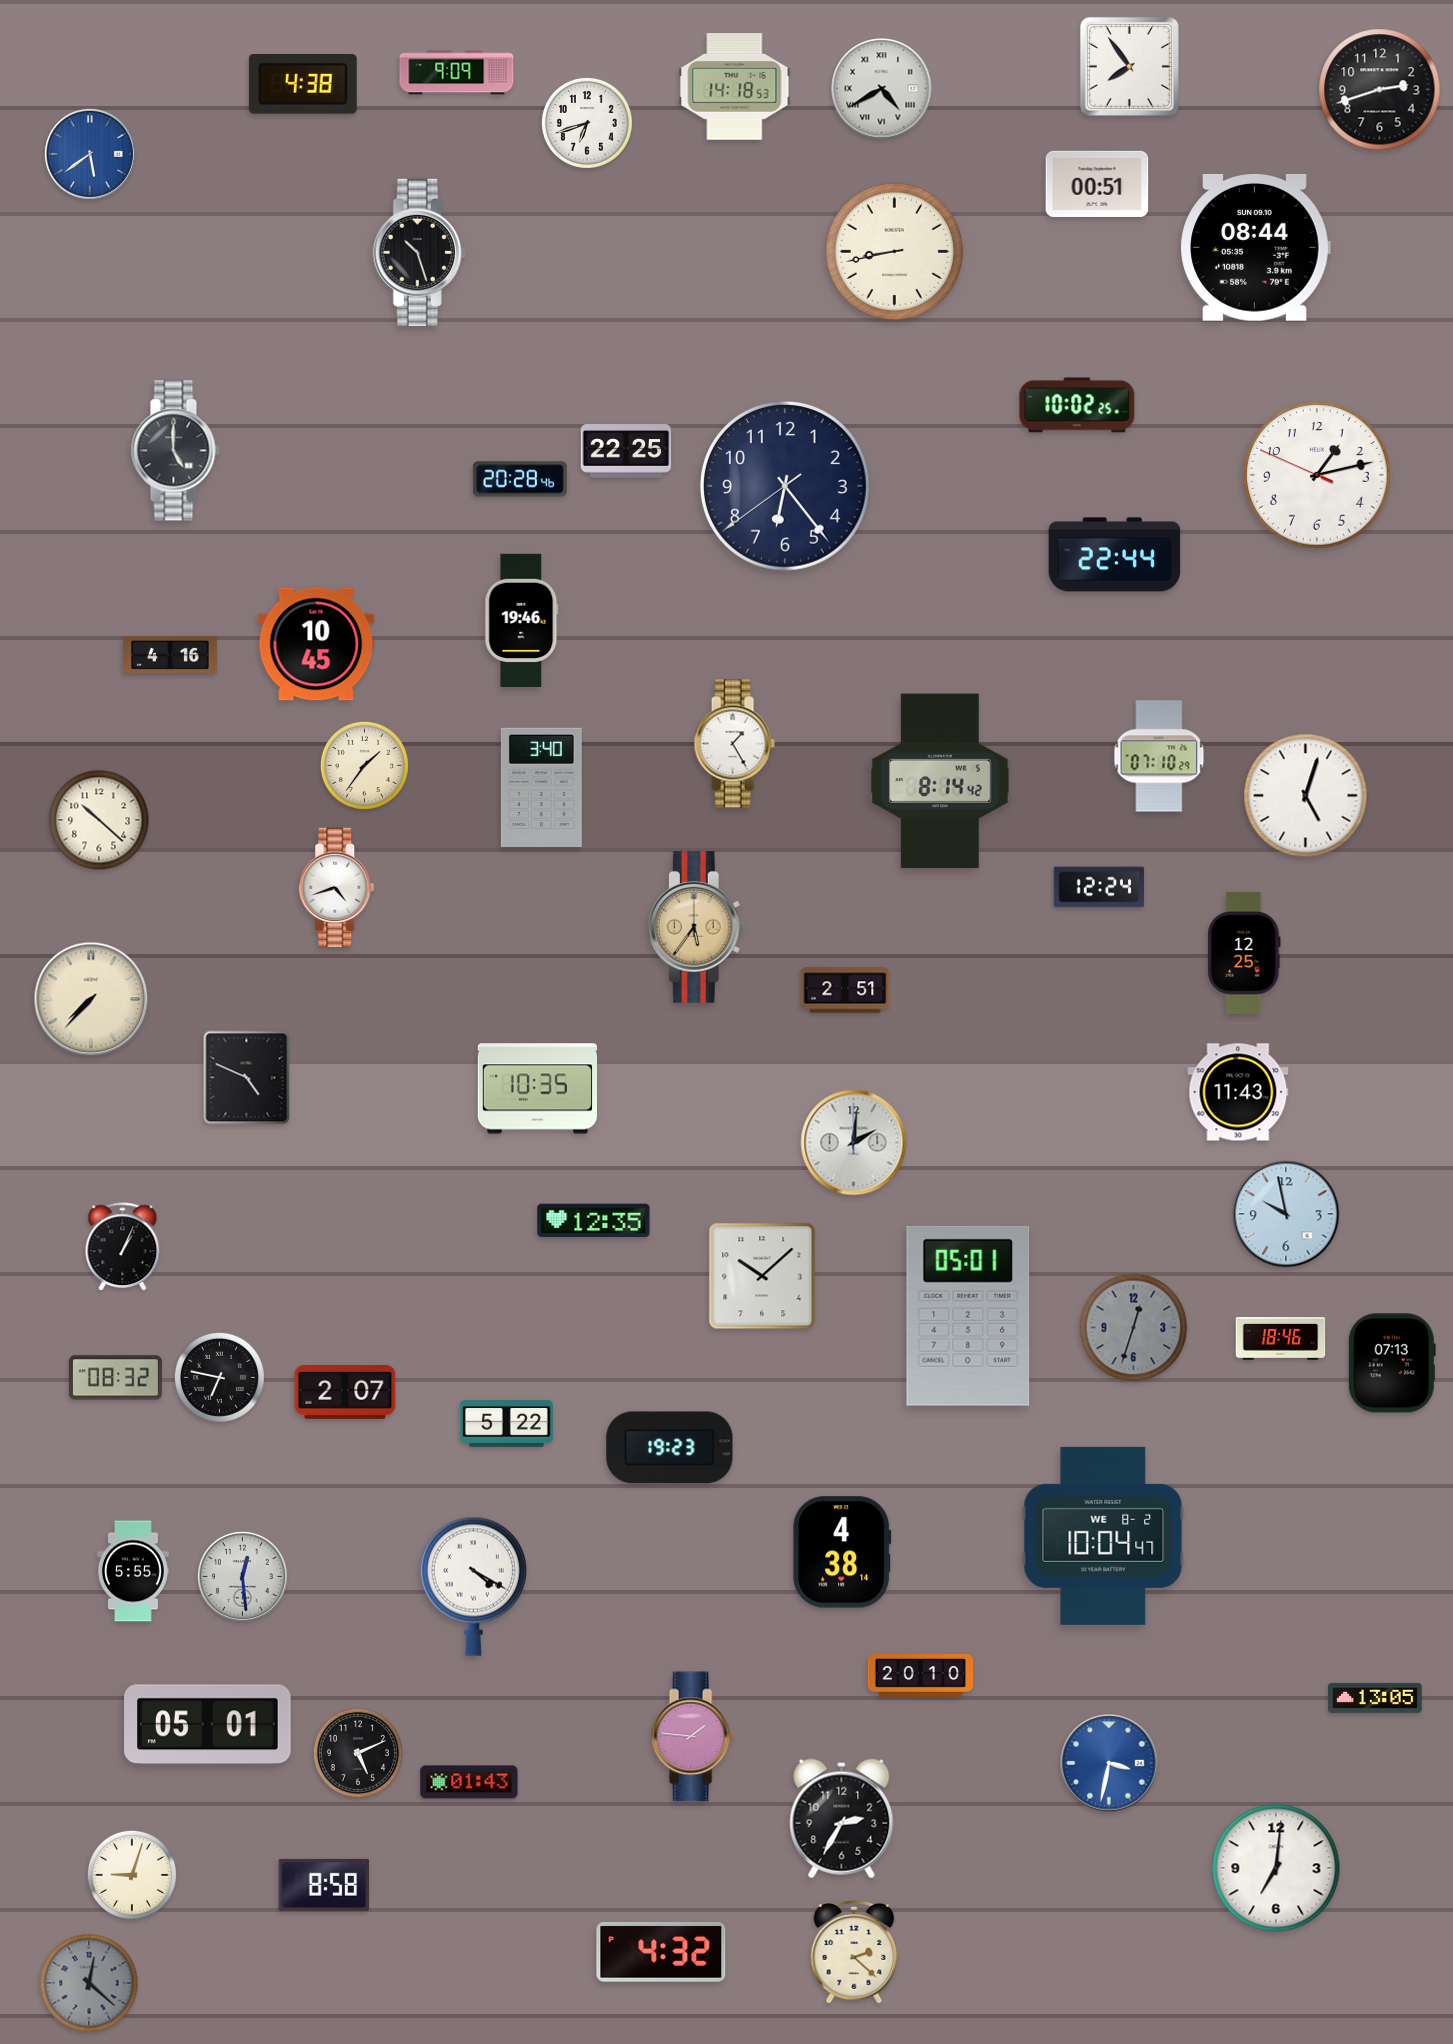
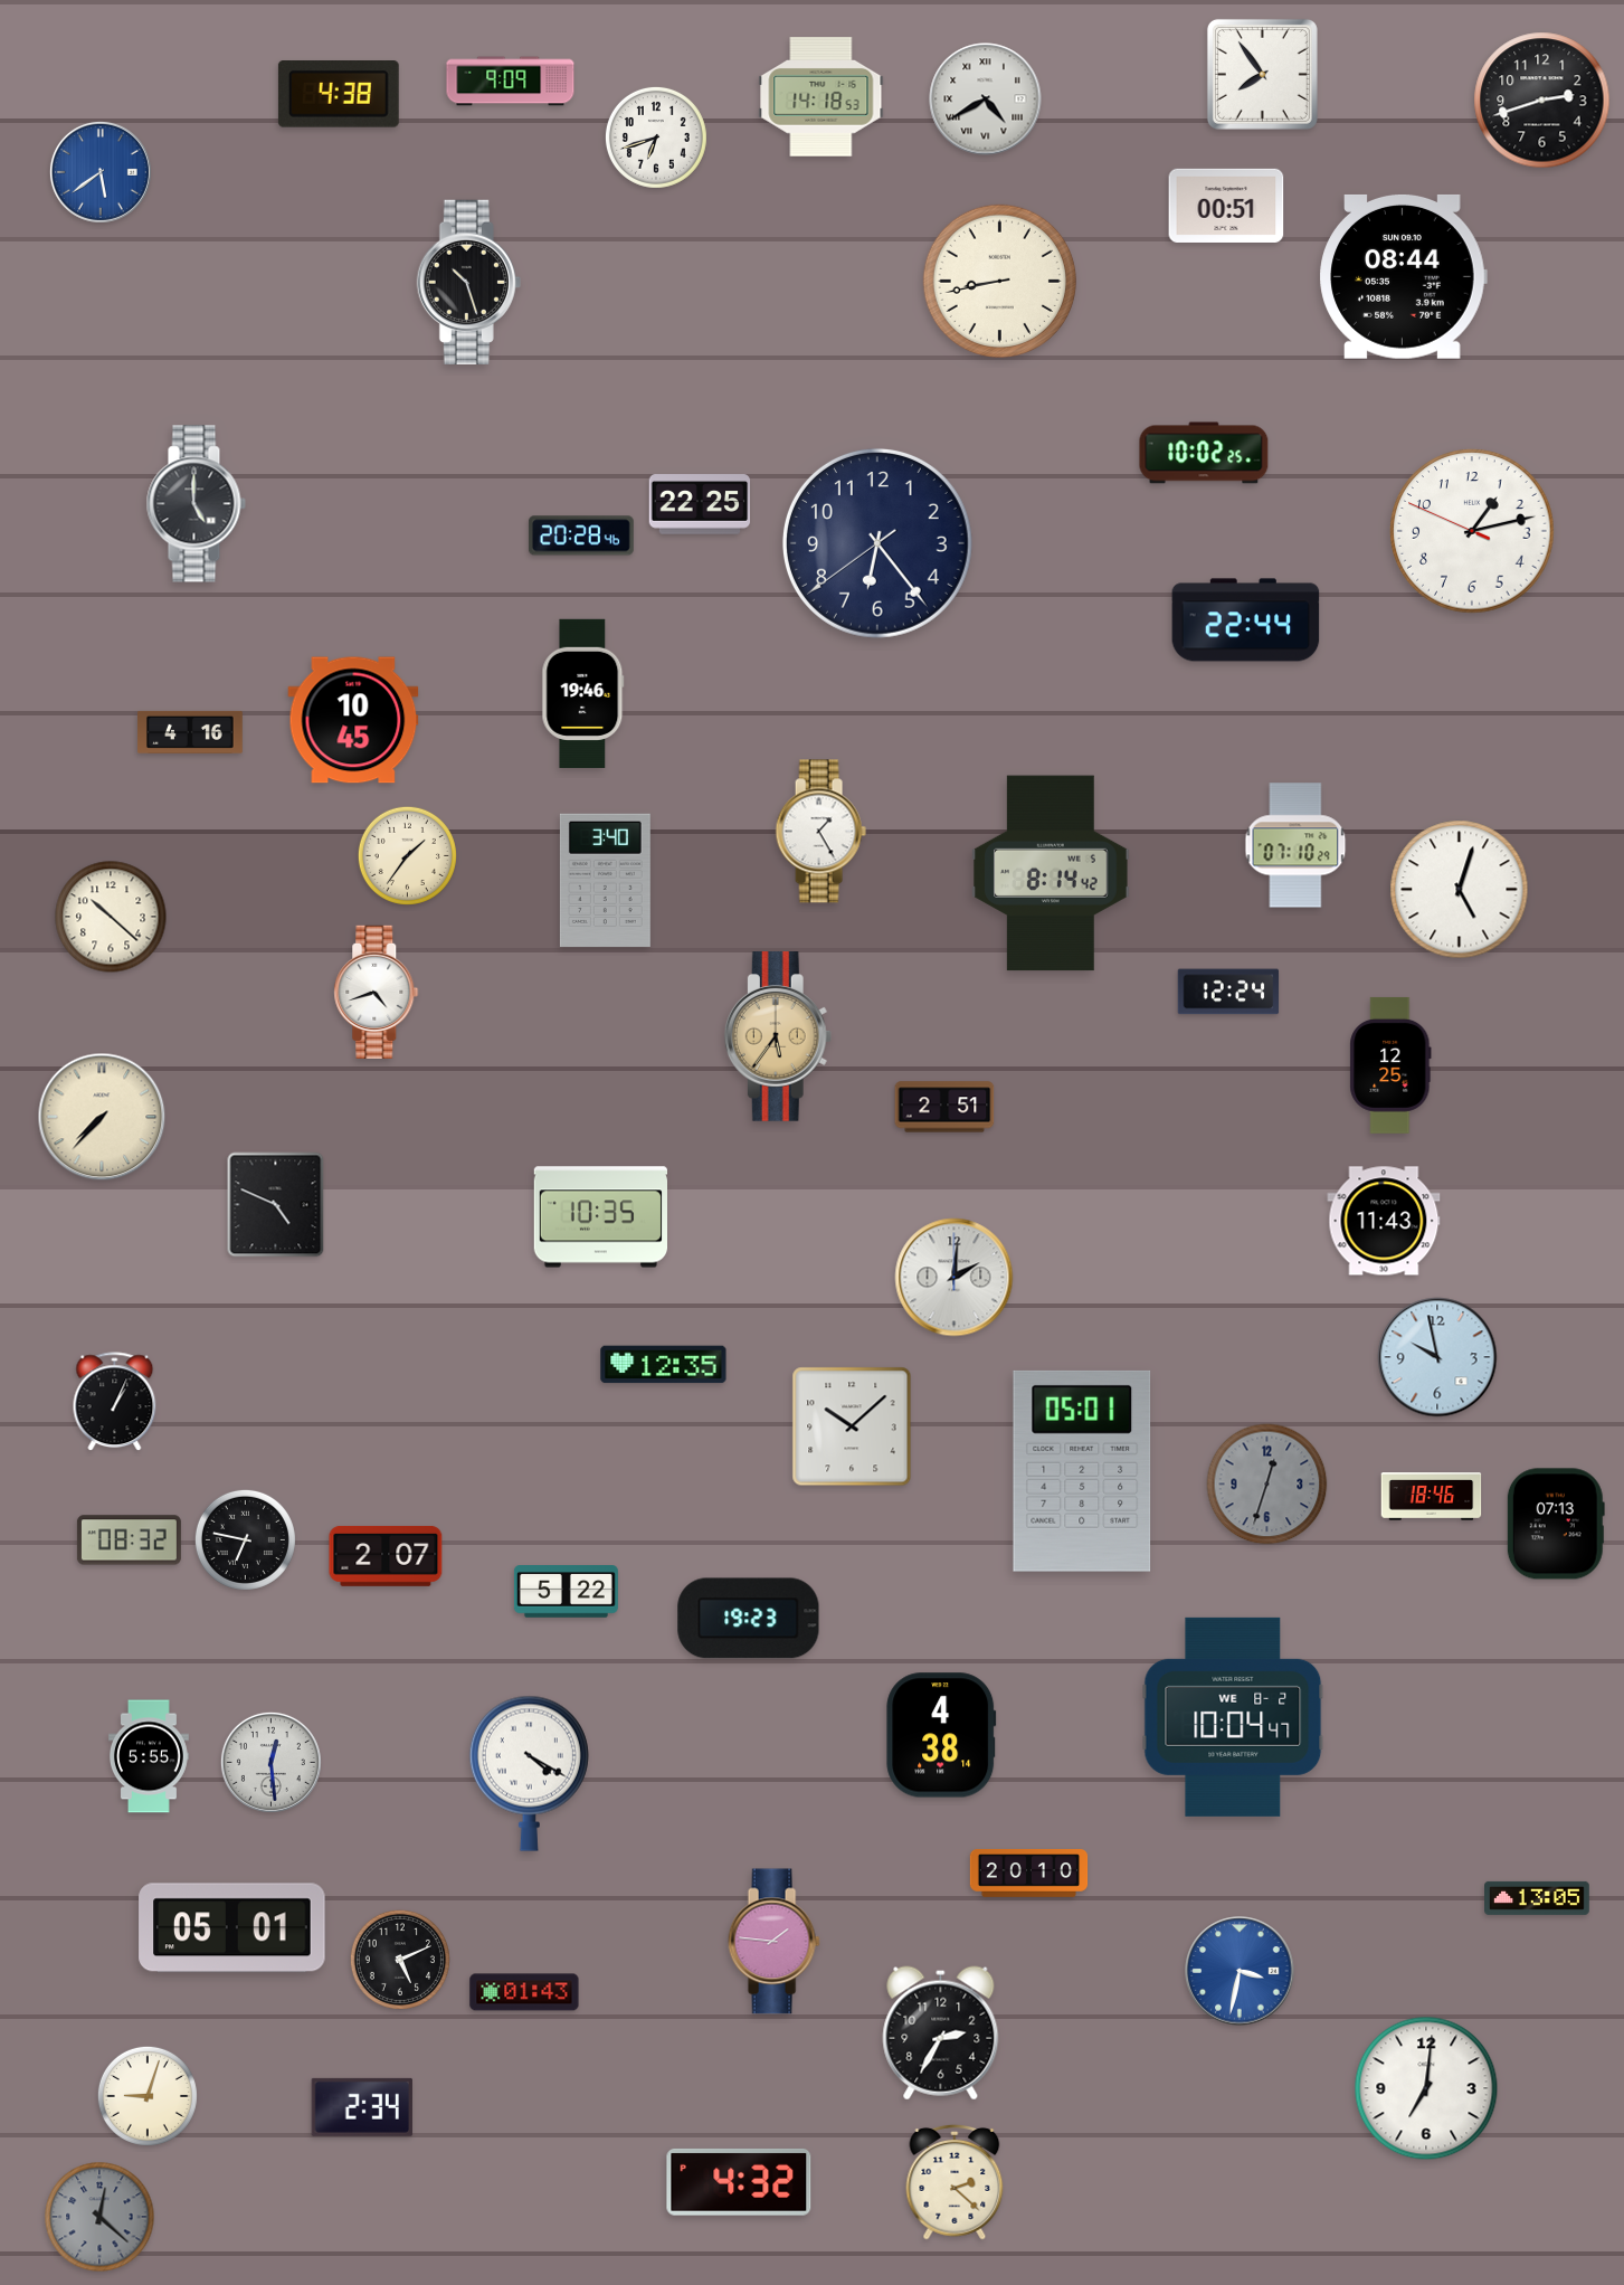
clock at (123, 1247) position: (123, 1247) -> (115, 1402)
clock at (324, 1885): 8:58 -> 2:34
